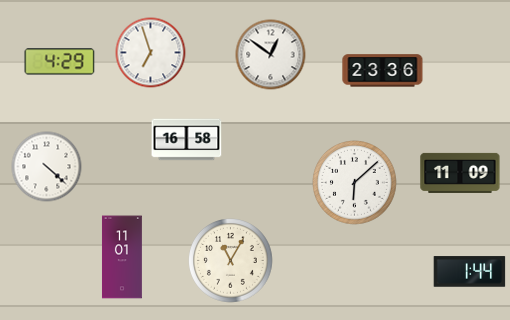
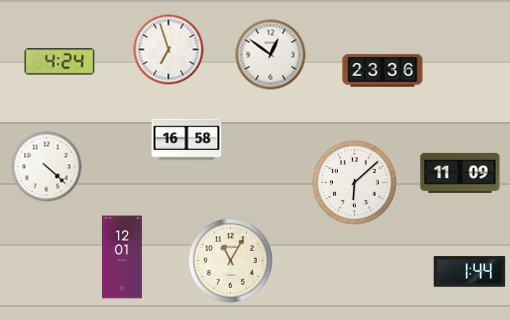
clock at (151, 53) position: (151, 53) -> (169, 50)
clock at (60, 62): 4:29 -> 4:24
clock at (122, 257): 11:01 -> 12:01
